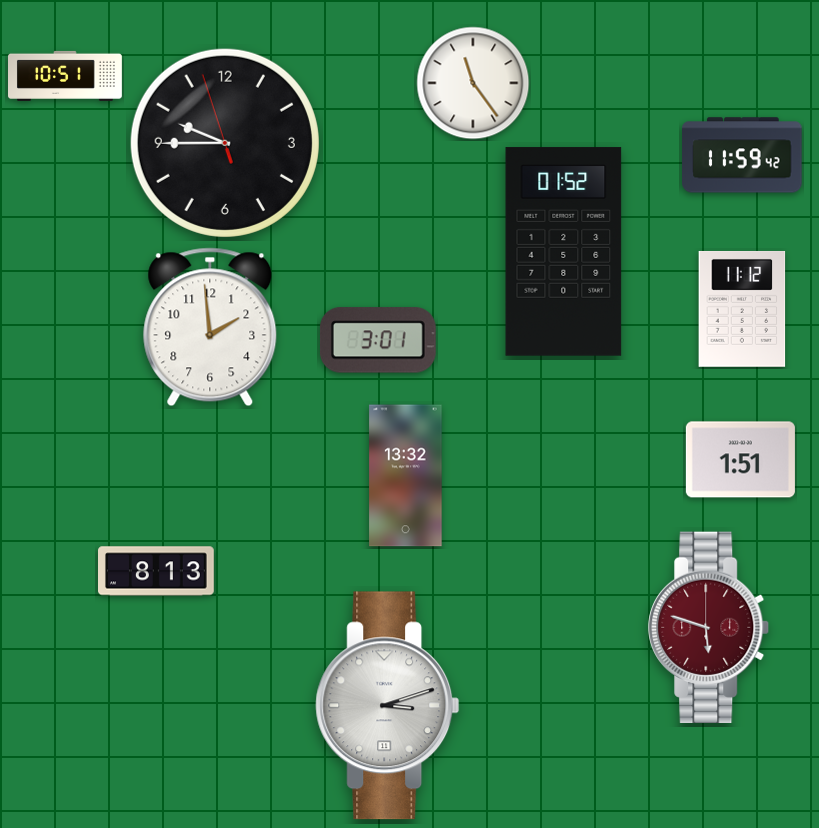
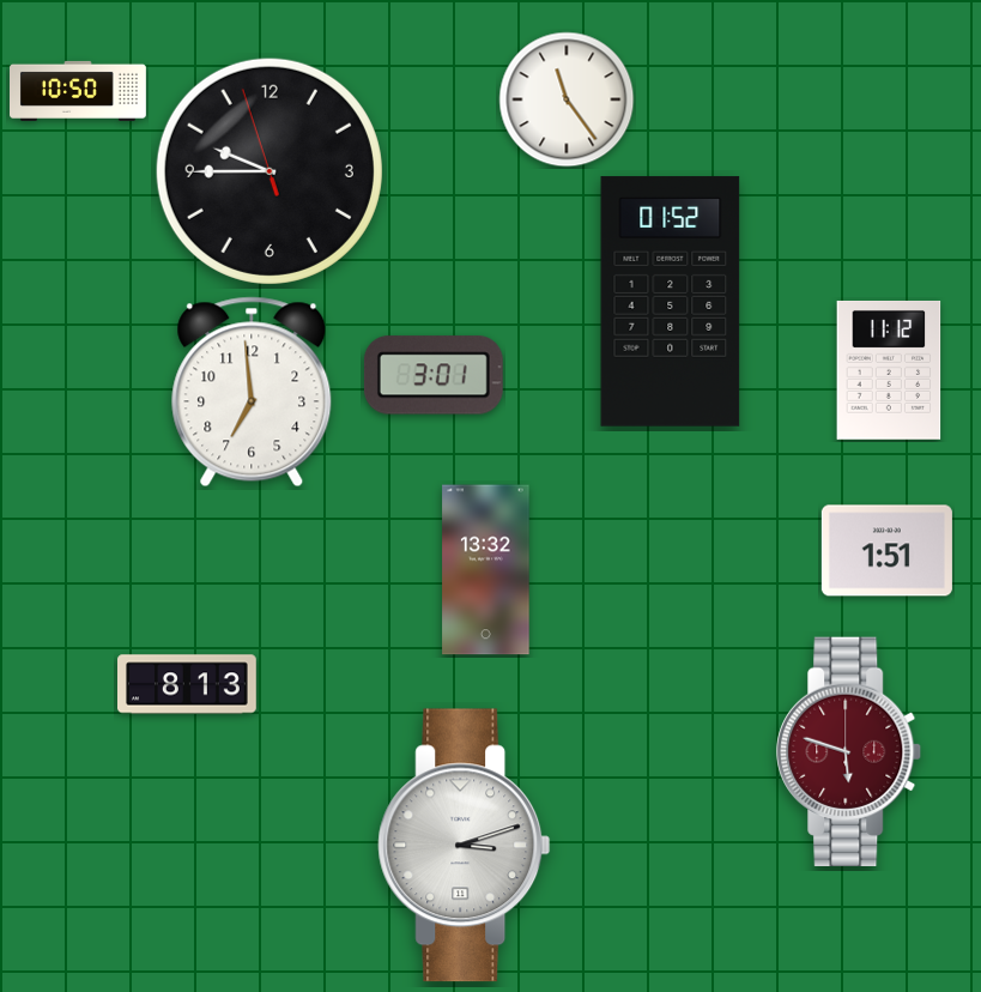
clock at (66, 76): 10:51 -> 10:50
clock at (742, 155): 11:59 -> none
clock at (564, 252) position: (564, 252) -> (671, 302)
clock at (210, 327): 1:59 -> 6:59
clock at (378, 340) position: (378, 340) -> (434, 375)
